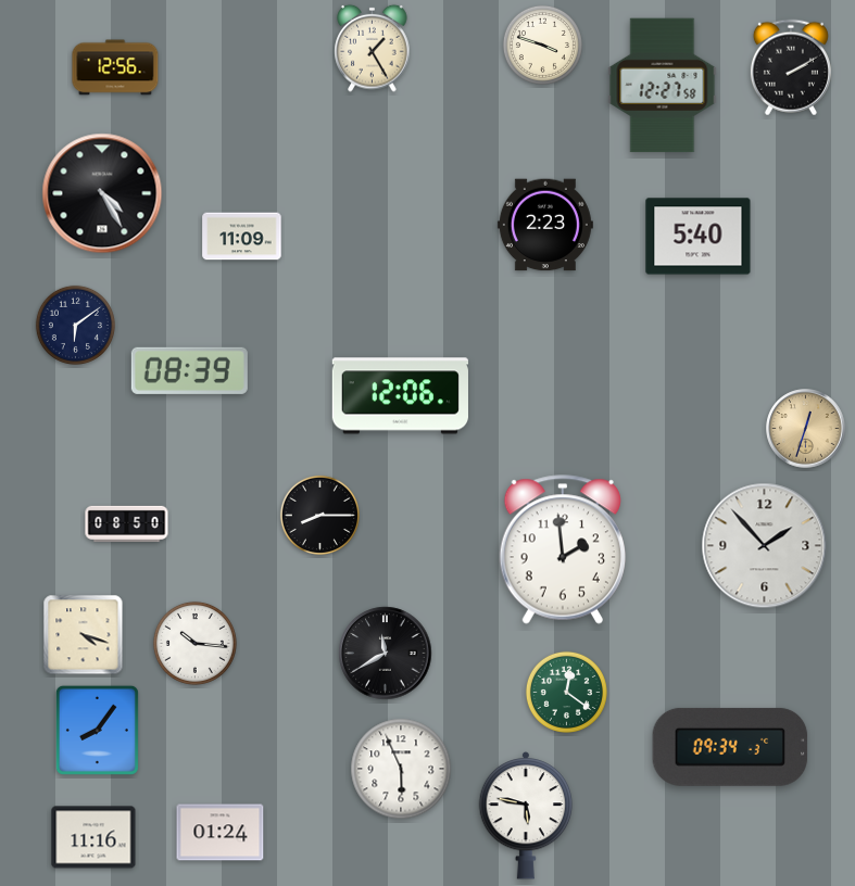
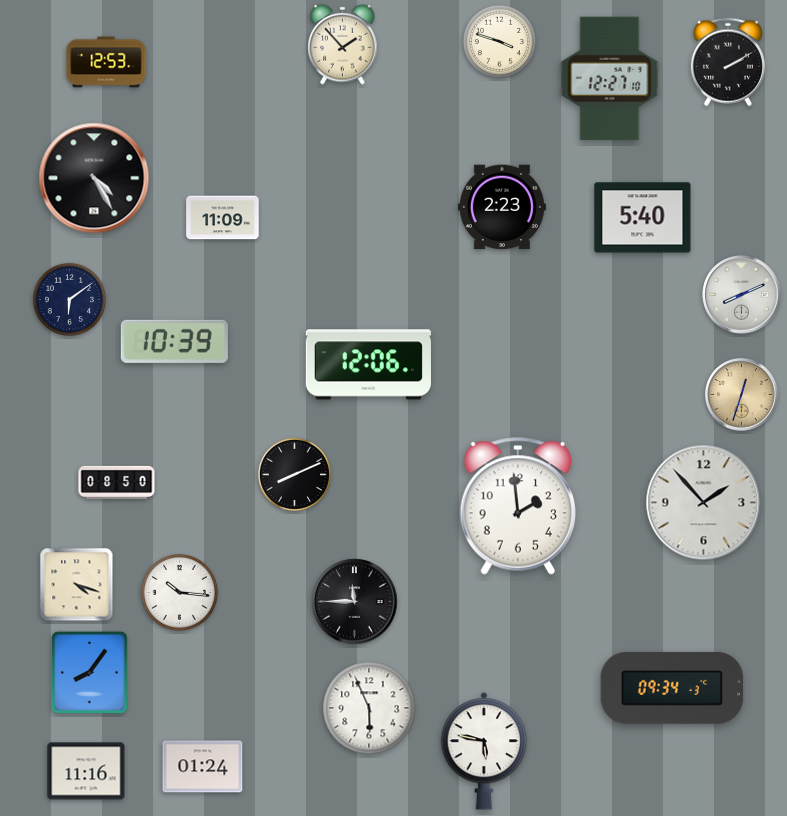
clock at (373, 48): 1:25 -> 1:53
clock at (115, 67): 12:56 -> 12:53
clock at (663, 86): 12:27:58 -> 12:27:10
clock at (742, 295): none -> 8:11
clock at (189, 370): 08:39 -> 10:39
clock at (319, 515): 8:15 -> 8:11
clock at (386, 654): 11:40 -> 11:45
clock at (566, 692): 12:21 -> none
